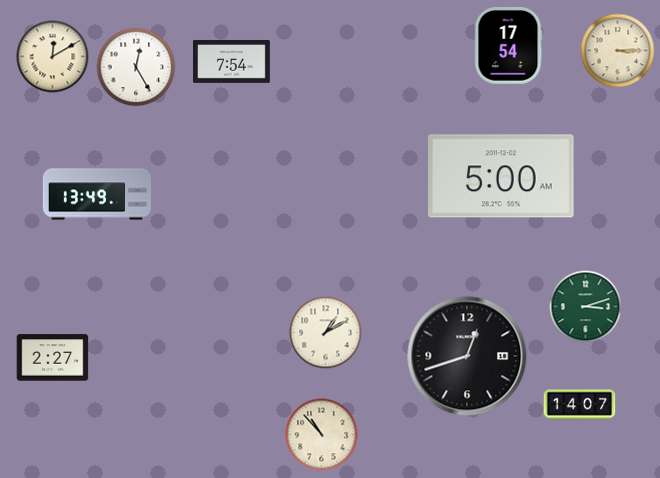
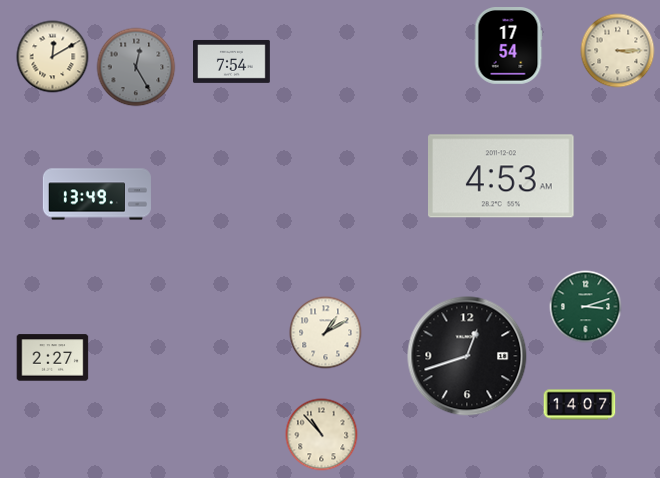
clock at (136, 67) dial: white -> grey
clock at (502, 176): 5:00 -> 4:53
